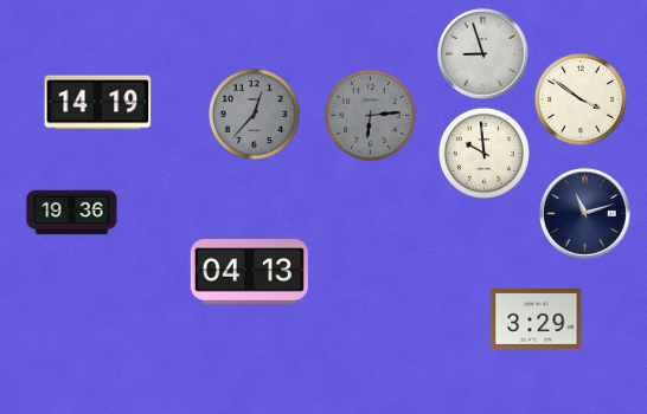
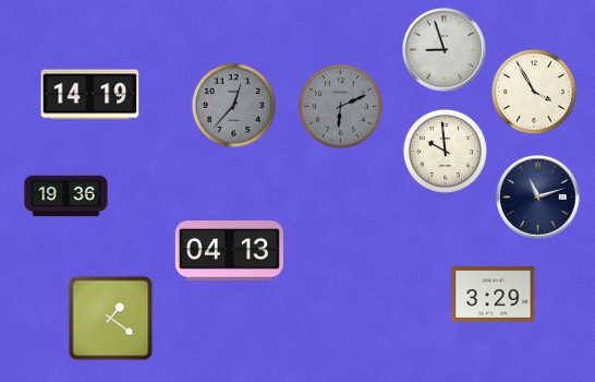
clock at (581, 99): 3:51 -> 3:55
clock at (370, 115): 6:14 -> 6:11
clock at (483, 153) position: (483, 153) -> (445, 151)
clock at (110, 318): none -> 1:21
